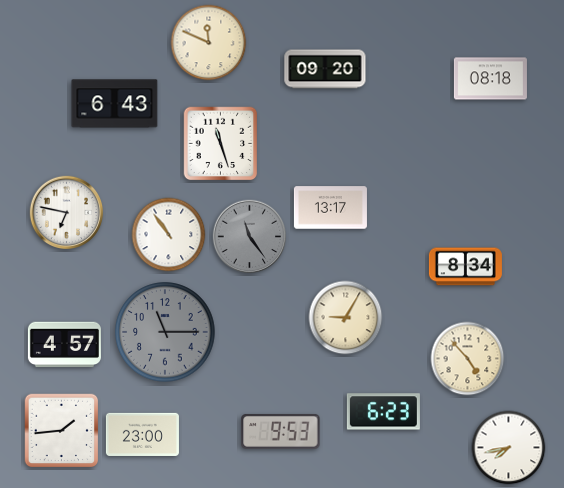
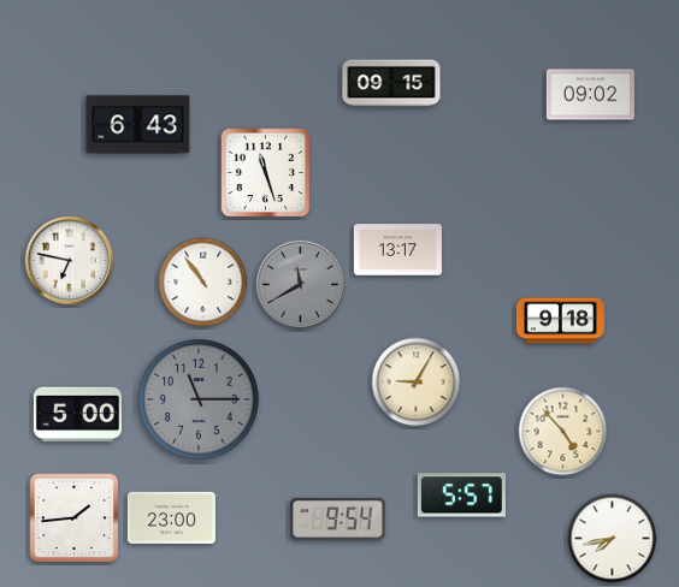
clock at (209, 43): 11:49 -> none
clock at (325, 69): 09:20 -> 09:15
clock at (490, 79): 08:18 -> 09:02
clock at (67, 213) position: (67, 213) -> (70, 261)
clock at (250, 237): 11:24 -> 11:40
clock at (465, 267): 8:34 -> 9:18
clock at (64, 345): 4:57 -> 5:00
clock at (383, 412): 6:23 -> 5:57
clock at (281, 431): 9:53 -> 9:54
clock at (142, 434) position: (142, 434) -> (171, 517)
